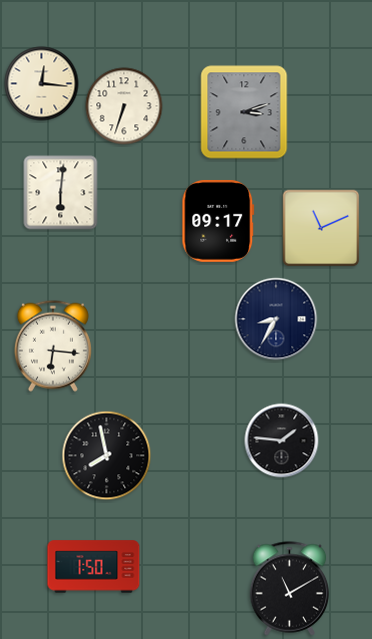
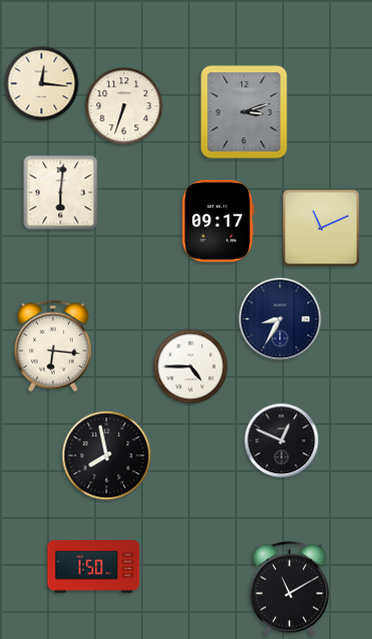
clock at (276, 319) position: (276, 319) -> (280, 319)
clock at (191, 367): none -> 4:45
clock at (282, 441): 1:46 -> 12:49
